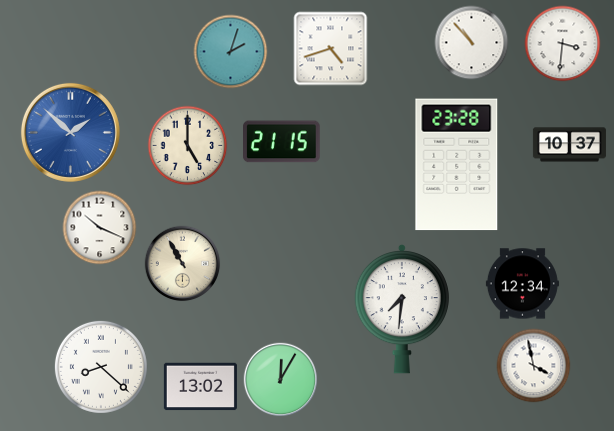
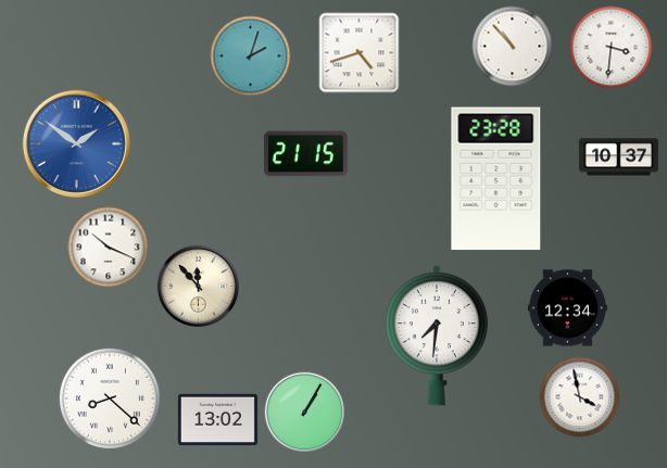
clock at (70, 132): 1:52 -> 1:51
clock at (188, 146): 5:00 -> none
clock at (183, 264): 10:55 -> 11:53
clock at (281, 380): 12:05 -> 1:05
